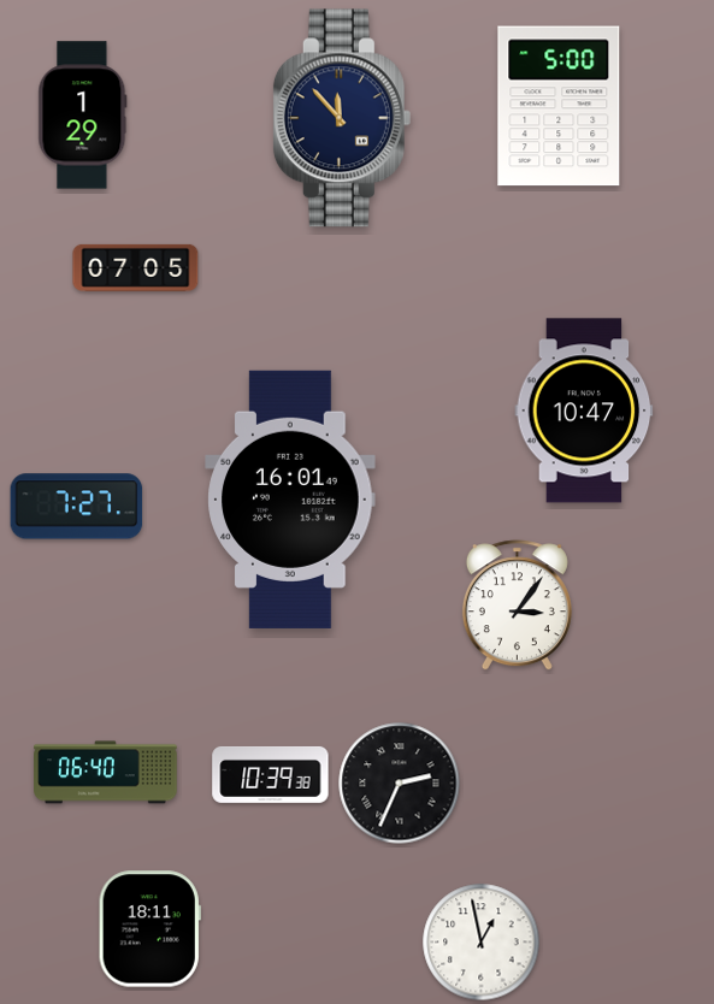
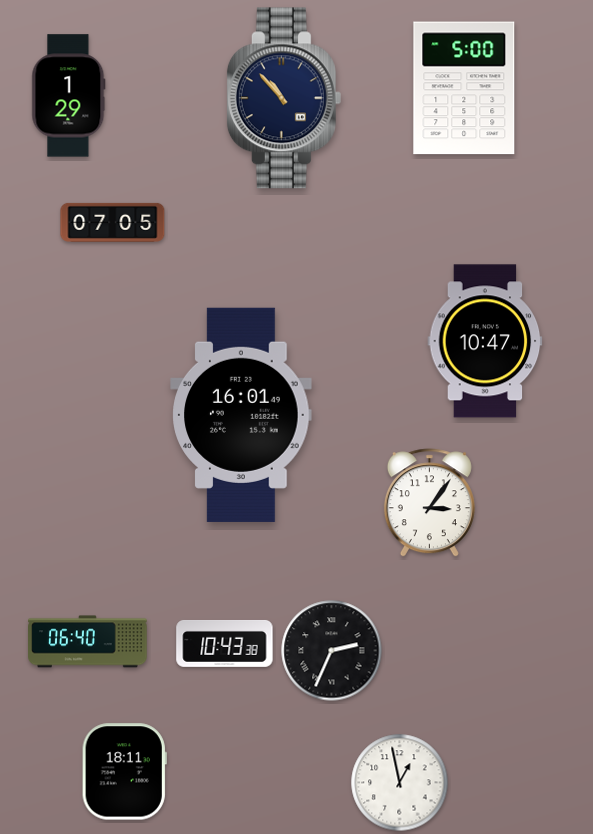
clock at (342, 118): 11:53 -> 10:53
clock at (77, 507): 7:27 -> none
clock at (271, 774): 10:39 -> 10:43
